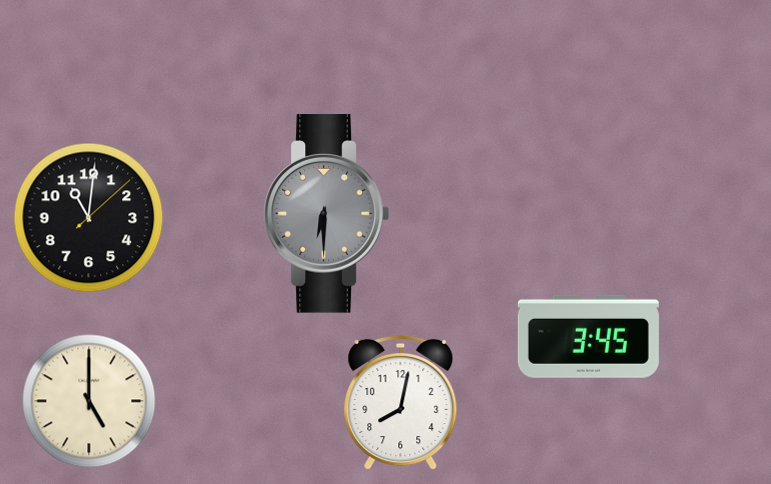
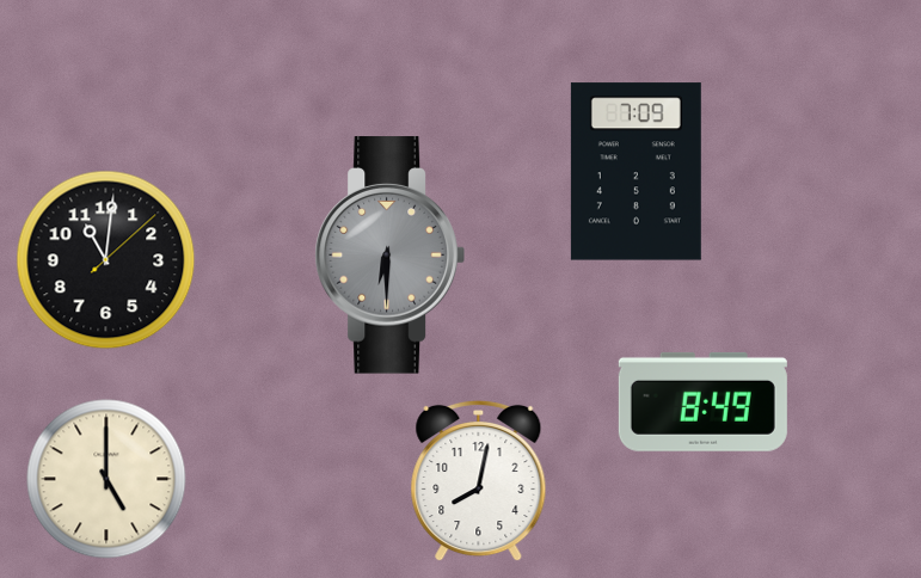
clock at (636, 172): none -> 7:09
clock at (588, 336): 3:45 -> 8:49
